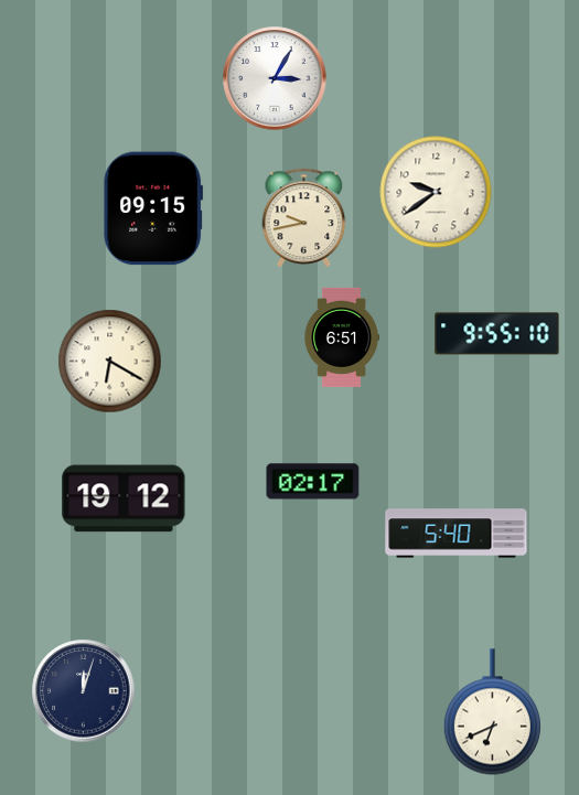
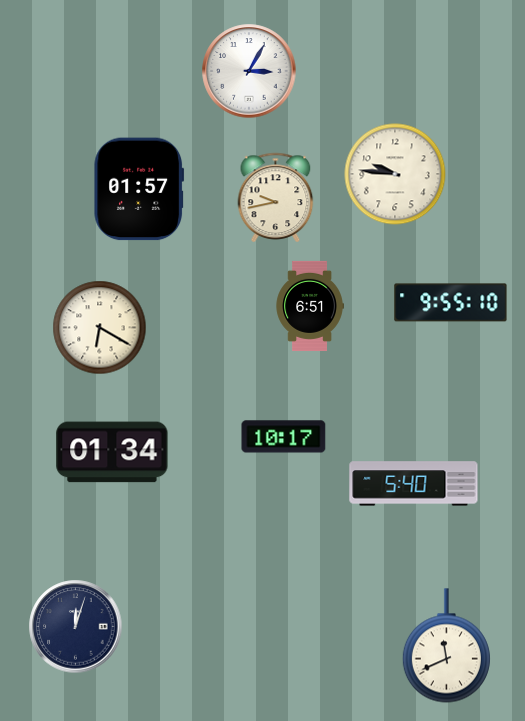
clock at (436, 192): 9:39 -> 9:46
clock at (153, 208): 09:15 -> 01:57
clock at (313, 482): 02:17 -> 10:17
clock at (124, 498): 19:12 -> 01:34
clock at (492, 712): 6:41 -> 11:41
